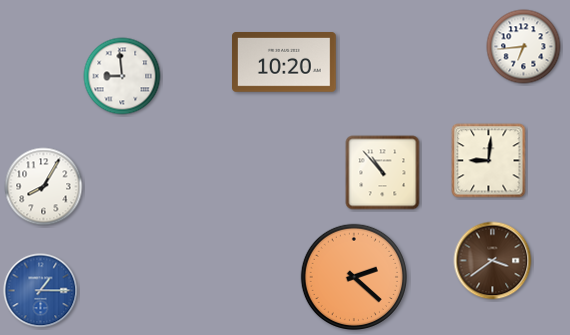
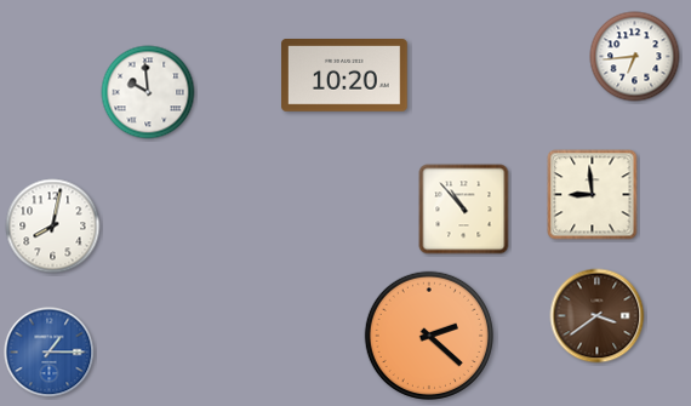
clock at (122, 76): 8:59 -> 9:59
clock at (489, 161): 9:01 -> 8:59
clock at (44, 187): 8:05 -> 8:02
